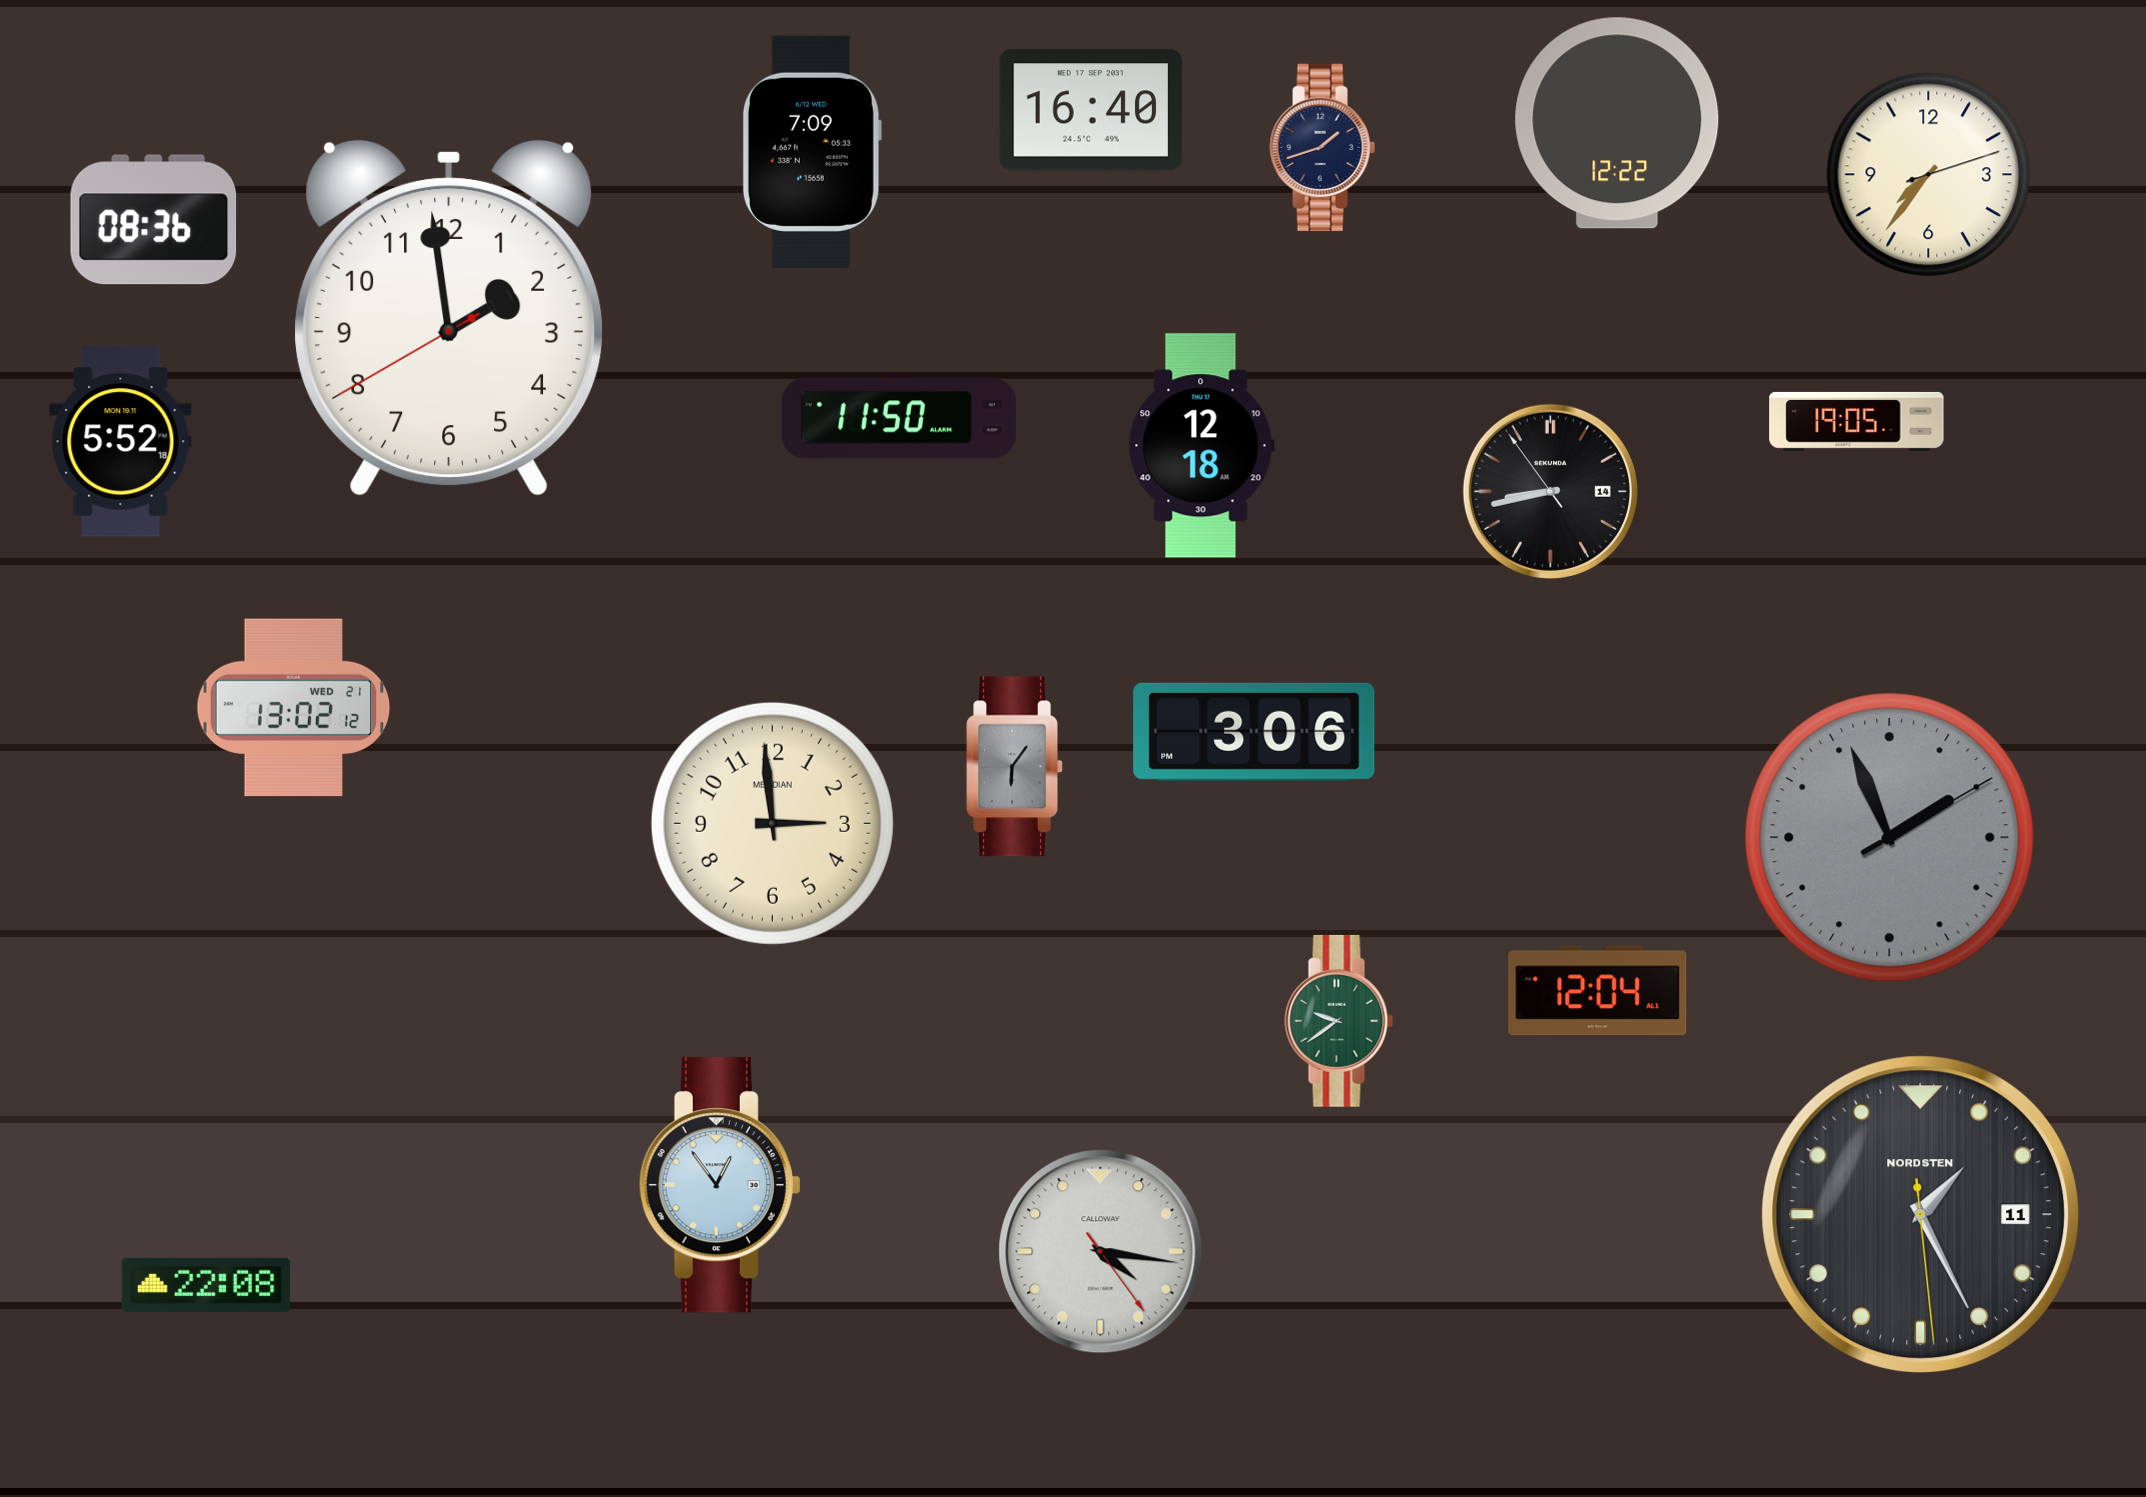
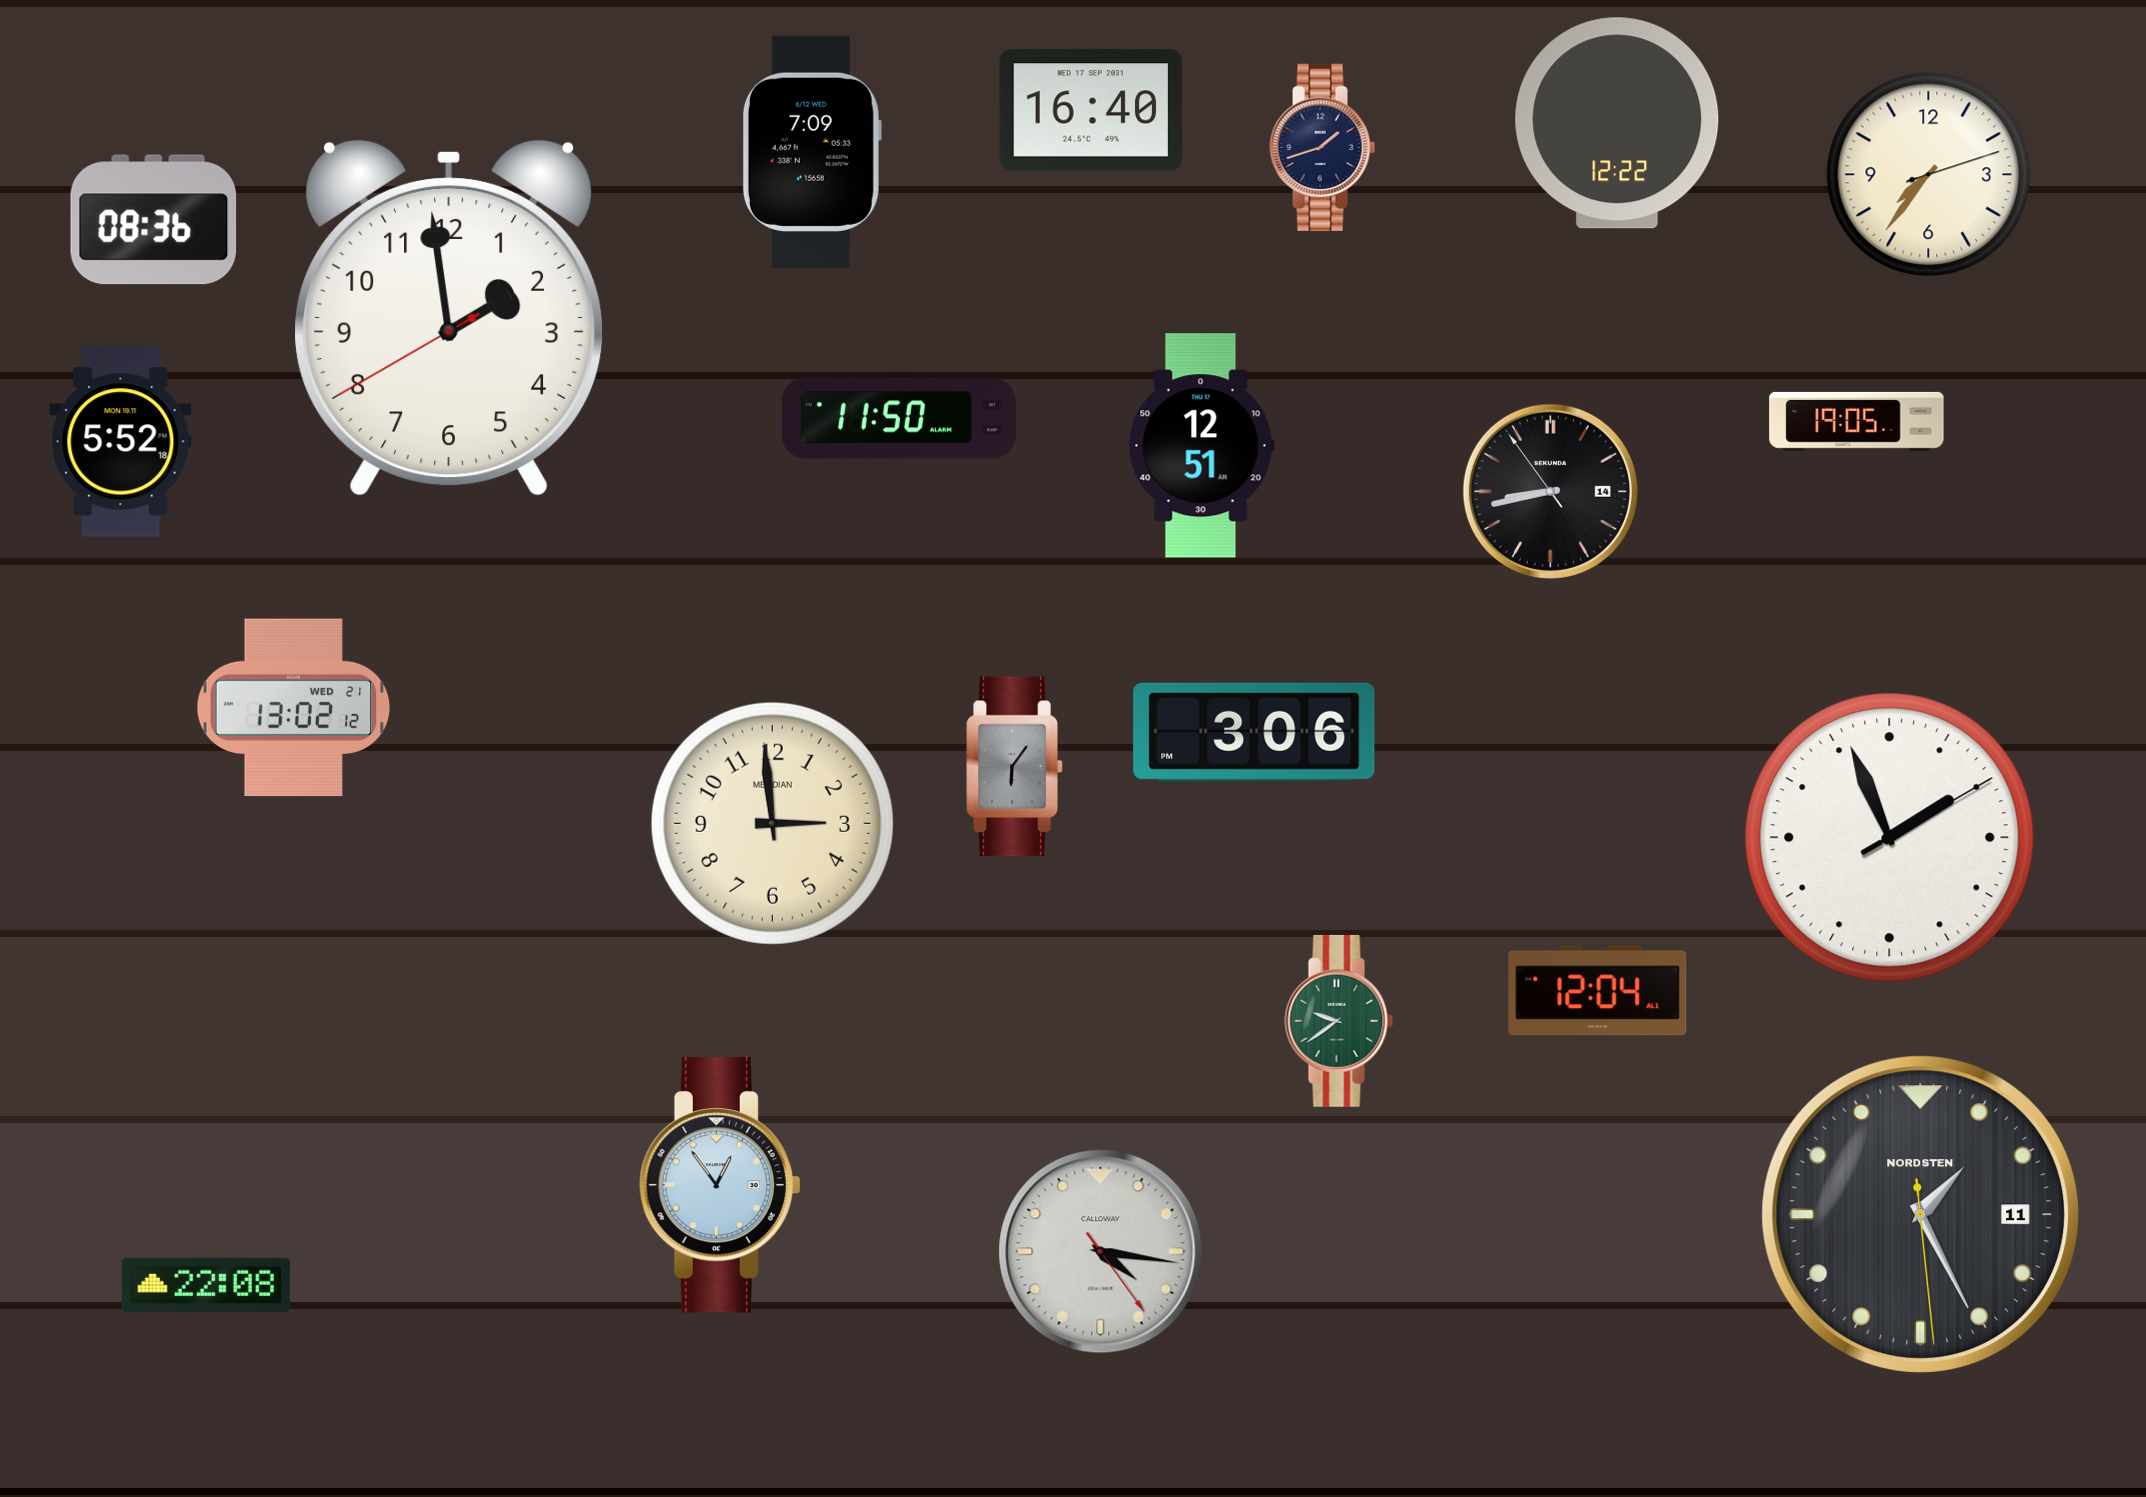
clock at (1201, 446): 12:18 -> 12:51
clock at (1890, 838) dial: grey -> white
